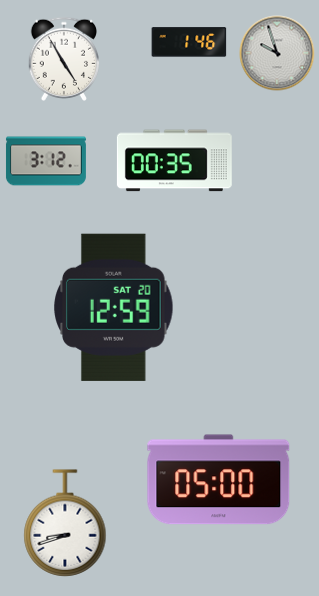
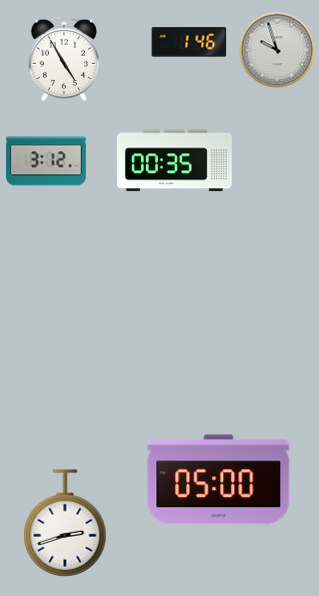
clock at (277, 53) position: (277, 53) -> (277, 50)
clock at (114, 307): 12:59 -> none
clock at (65, 523): 8:42 -> 2:42
